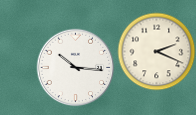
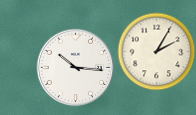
clock at (156, 51): 2:19 -> 2:05
